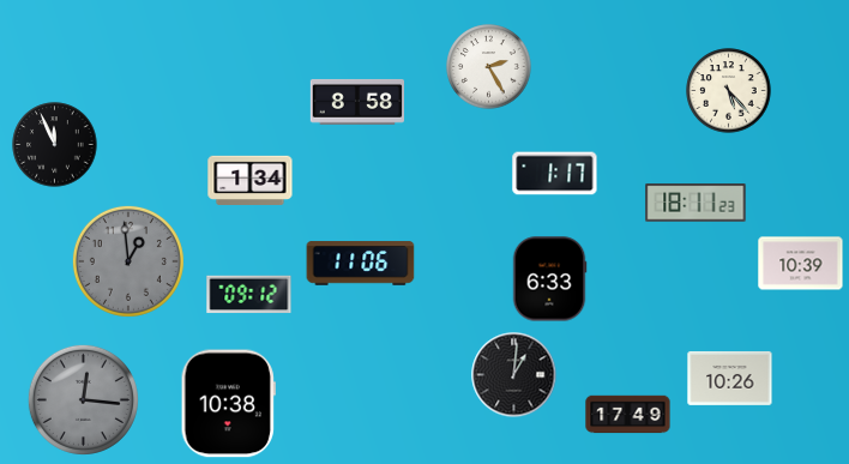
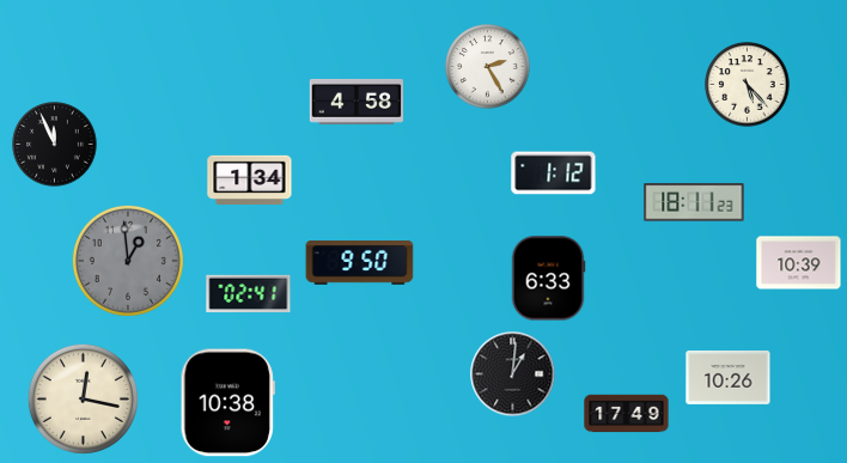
clock at (729, 91) position: (729, 91) -> (748, 85)
clock at (356, 102): 8:58 -> 4:58
clock at (555, 174): 1:17 -> 1:12
clock at (361, 264): 11:06 -> 9:50
clock at (249, 295): 09:12 -> 02:41
clock at (83, 399): 12:16 -> 12:17
clock at (83, 399) dial: grey -> cream
